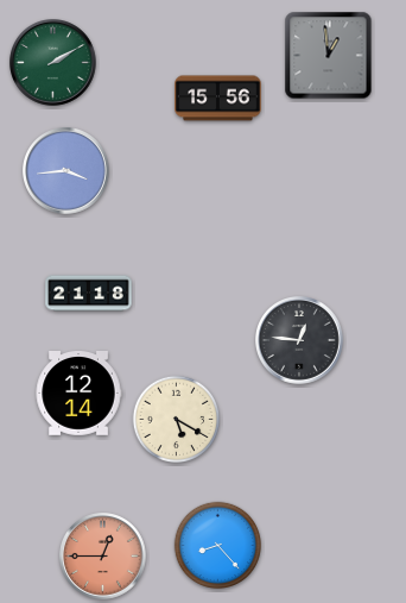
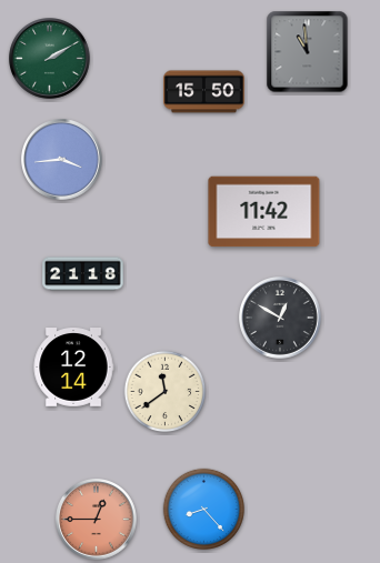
clock at (329, 56): 12:59 -> 10:59
clock at (218, 99): 15:56 -> 15:50
clock at (264, 212): none -> 11:42
clock at (300, 341): 12:46 -> 12:50
clock at (177, 420): 5:20 -> 11:39
